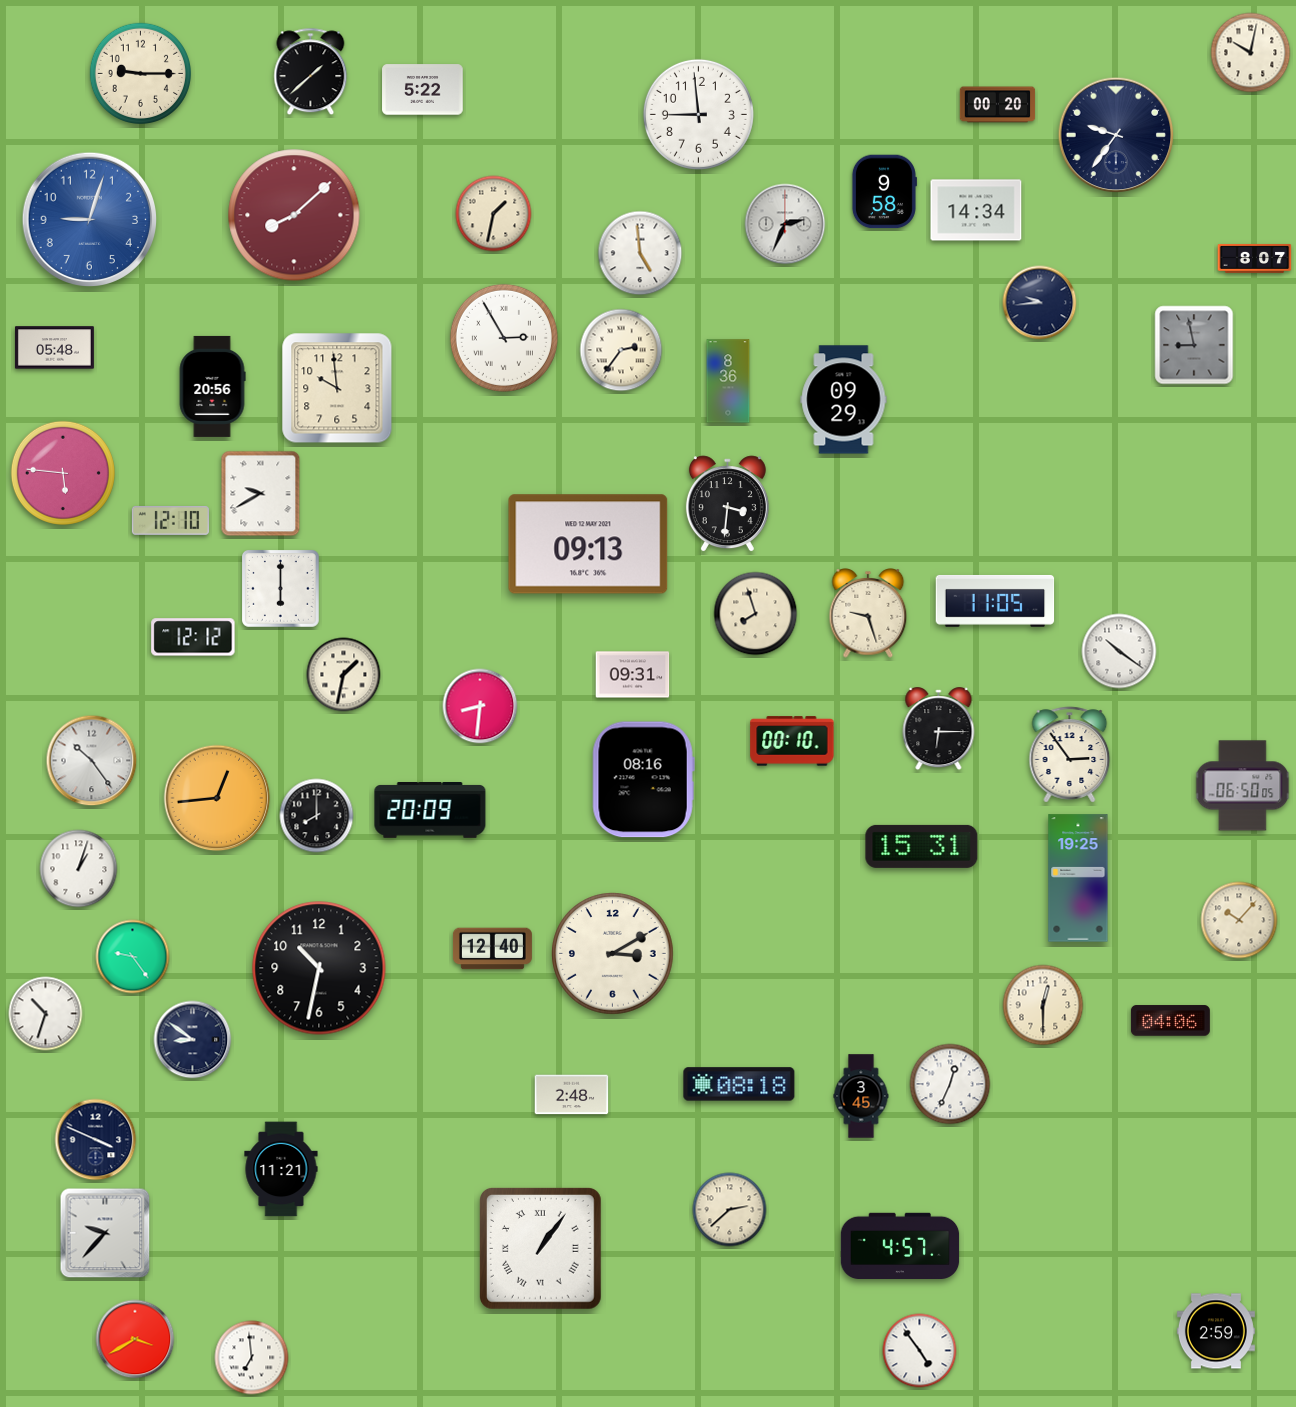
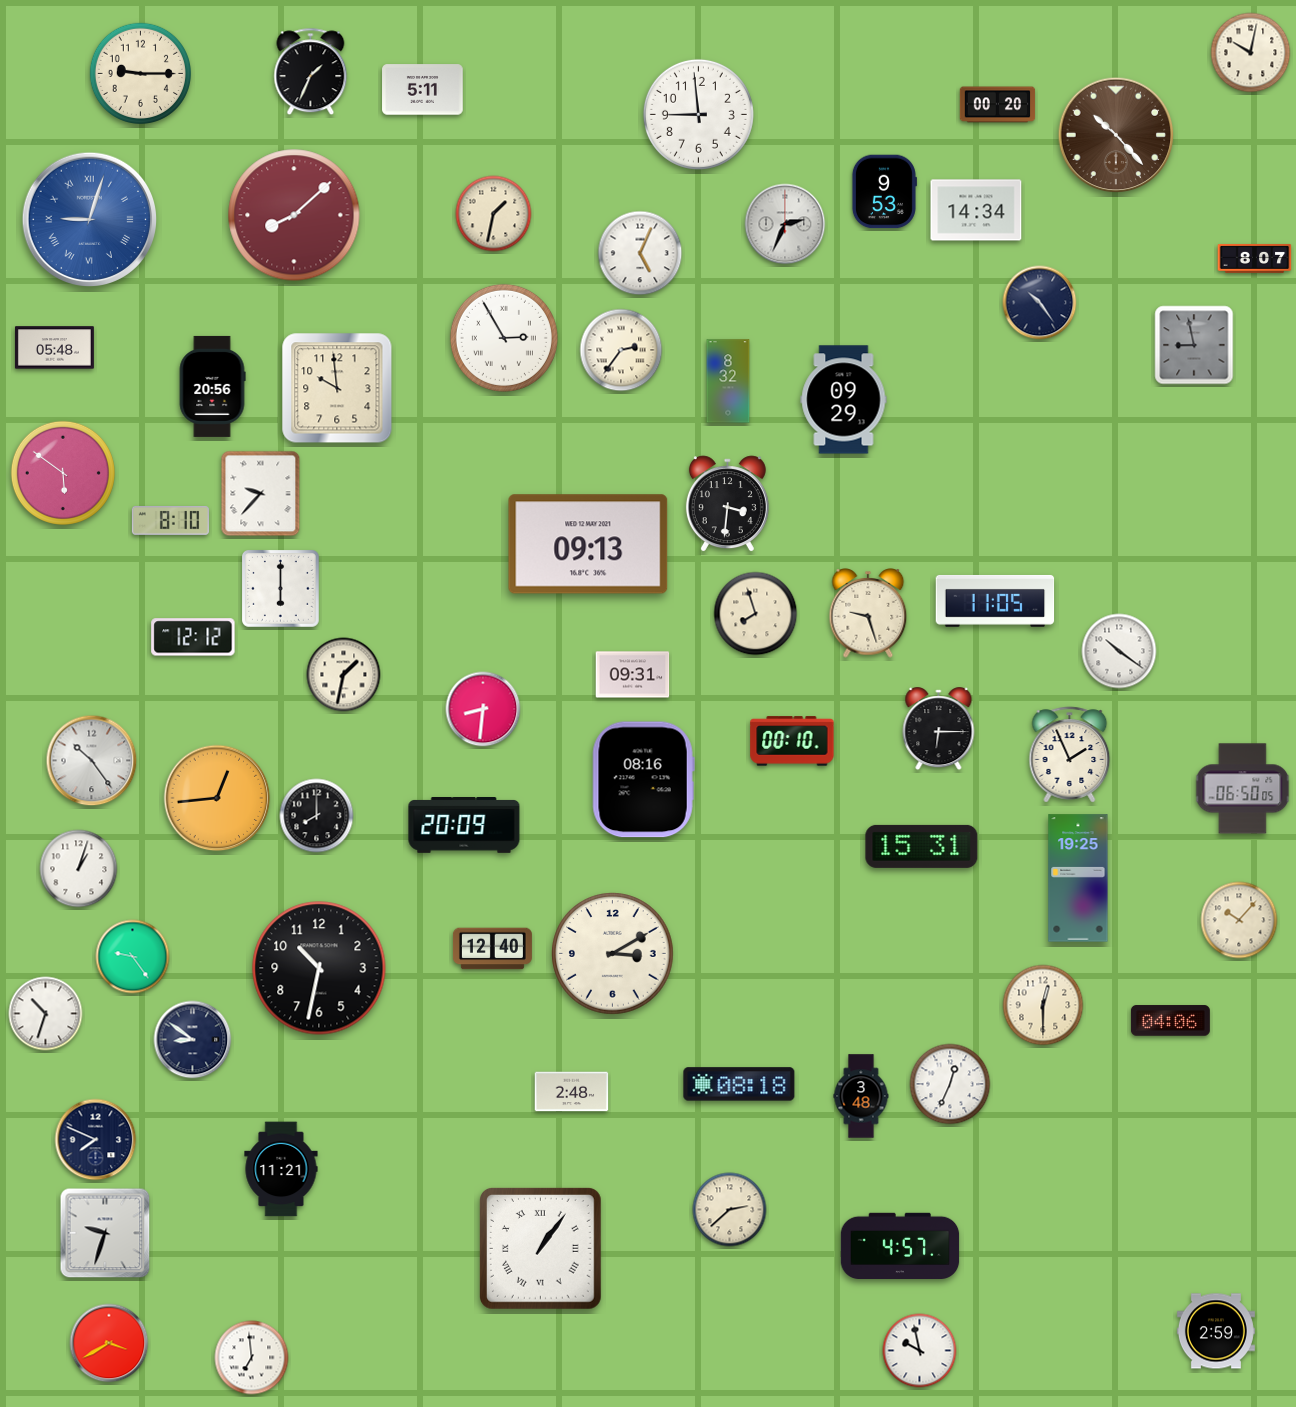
clock at (311, 72): 1:38 -> 1:34
clock at (423, 90): 5:22 -> 5:11
clock at (1116, 135): 9:36 -> 10:23
clock at (1116, 135) dial: navy -> brown
clock at (884, 192): 9:58 -> 9:53
clock at (89, 219) numerals: Arabic -> Roman
clock at (640, 253): 4:59 -> 5:04
clock at (1040, 303): 9:44 -> 10:24
clock at (728, 381): 8:36 -> 8:32
clock at (63, 473): 5:46 -> 5:51
clock at (261, 494): 9:40 -> 9:37
clock at (170, 520): 12:10 -> 8:10
clock at (480, 706) position: (480, 706) -> (483, 709)
clock at (1070, 755): 2:54 -> 1:56
clock at (1243, 786) position: (1243, 786) -> (1243, 789)
clock at (430, 811) position: (430, 811) -> (464, 826)
clock at (572, 1095) position: (572, 1095) -> (572, 1092)
clock at (861, 1096): 3:45 -> 3:48
clock at (96, 1140): 3:49 -> 7:49
clock at (105, 1233): 9:37 -> 9:33
clock at (135, 1339) position: (135, 1339) -> (109, 1343)
clock at (920, 1351): 4:54 -> 9:58
